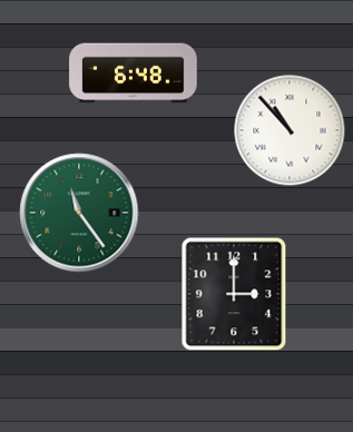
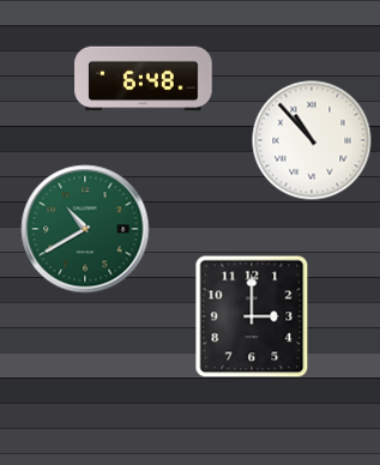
clock at (79, 213): 11:24 -> 10:40
